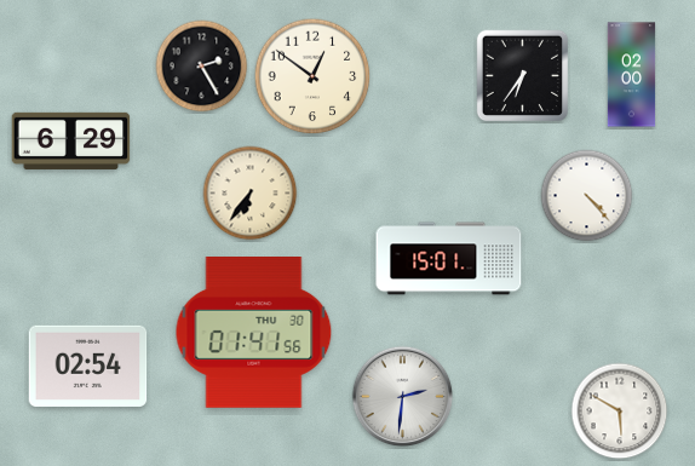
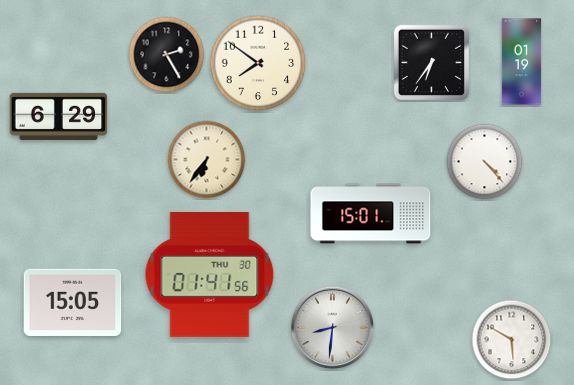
clock at (632, 75): 02:00 -> 01:19
clock at (312, 76): 12:51 -> 7:51
clock at (88, 366): 02:54 -> 15:05
clock at (403, 397): 2:31 -> 8:31
